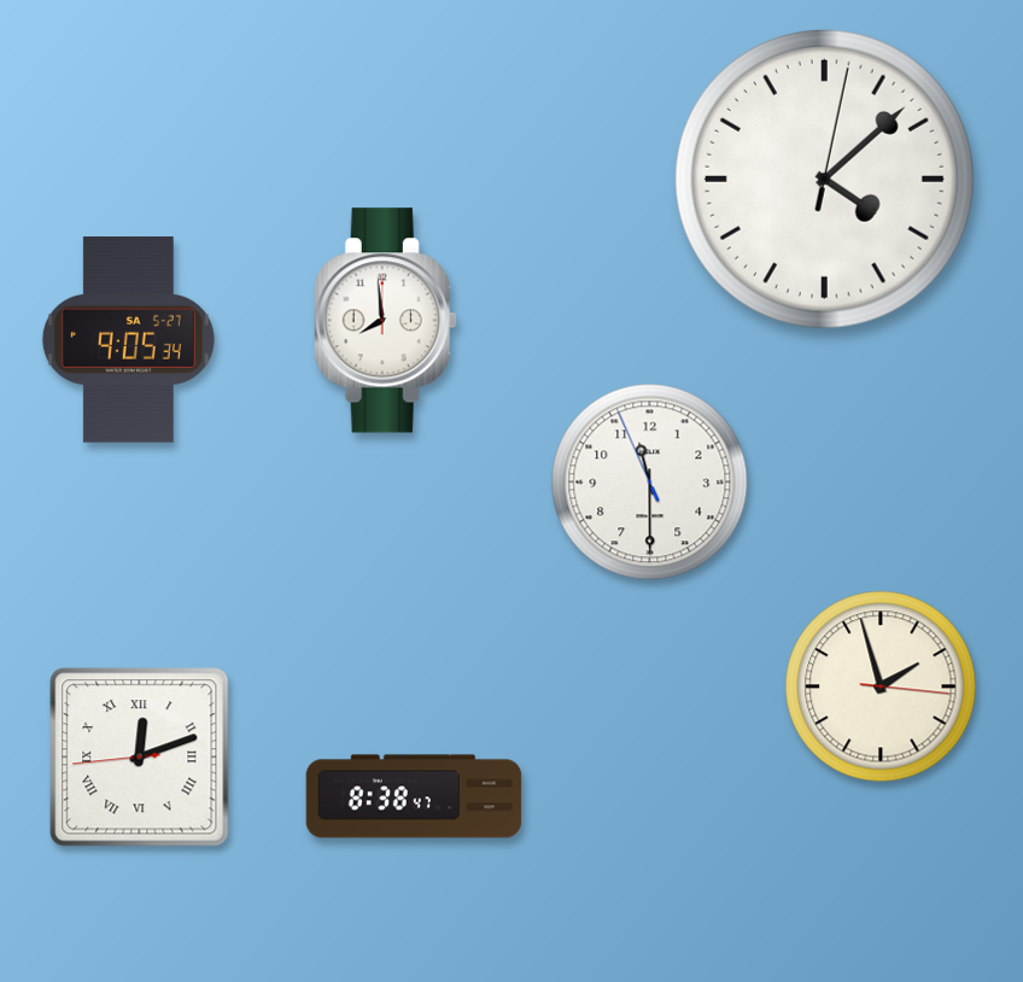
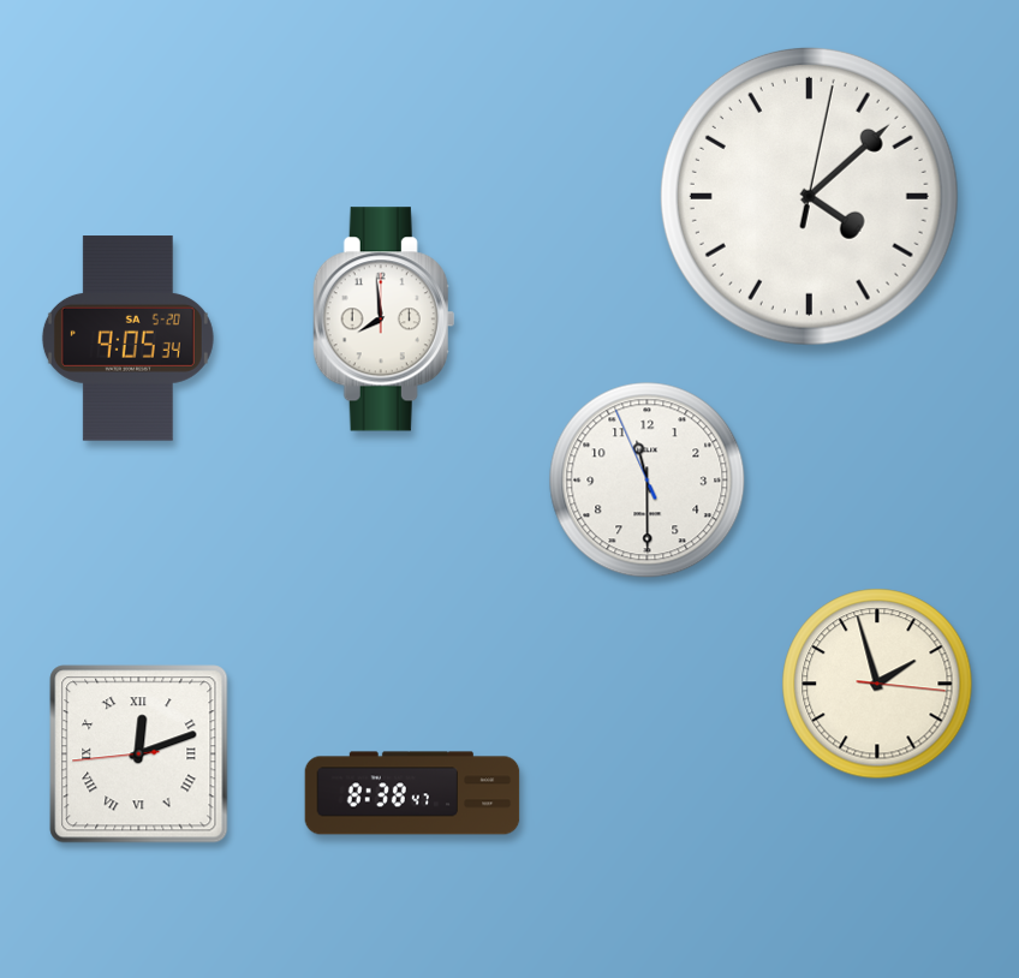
clock at (824, 179) position: (824, 179) -> (809, 196)
clock at (128, 340) date: SA 5-27 -> SA 5-20
